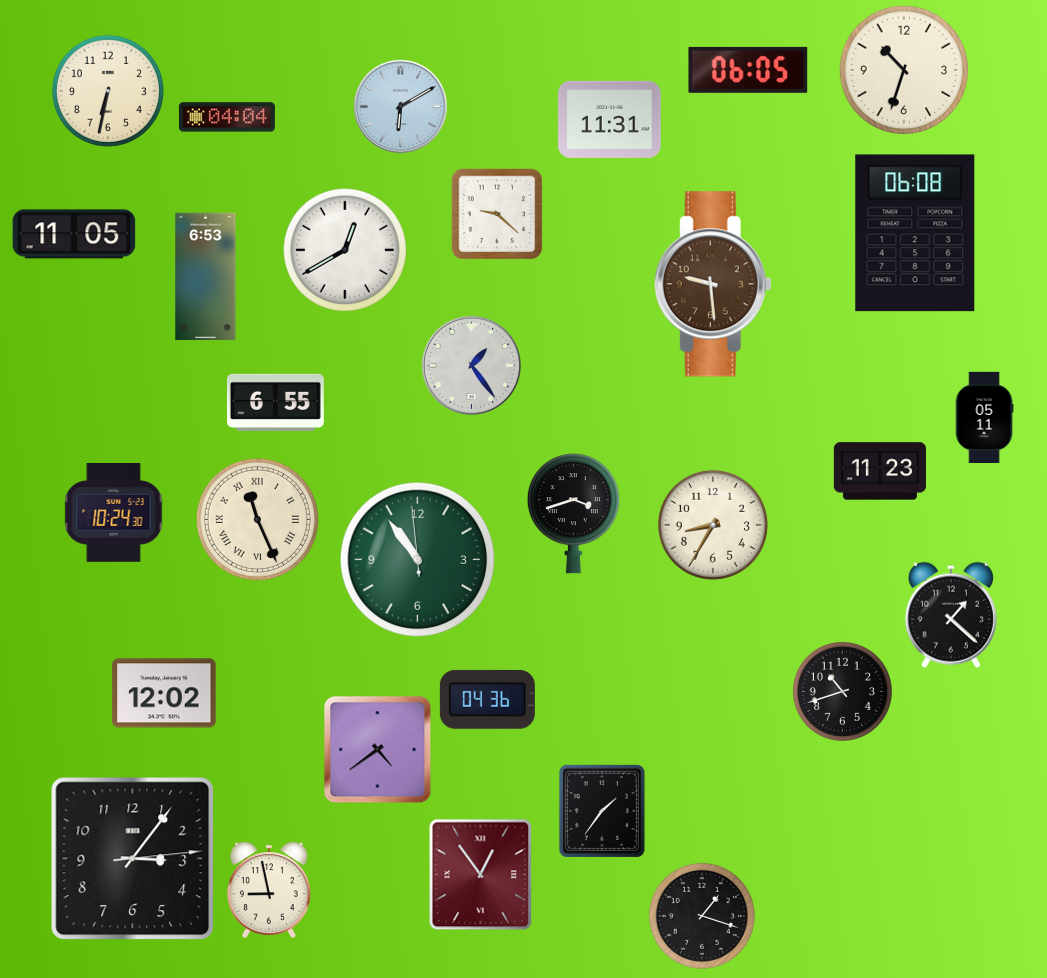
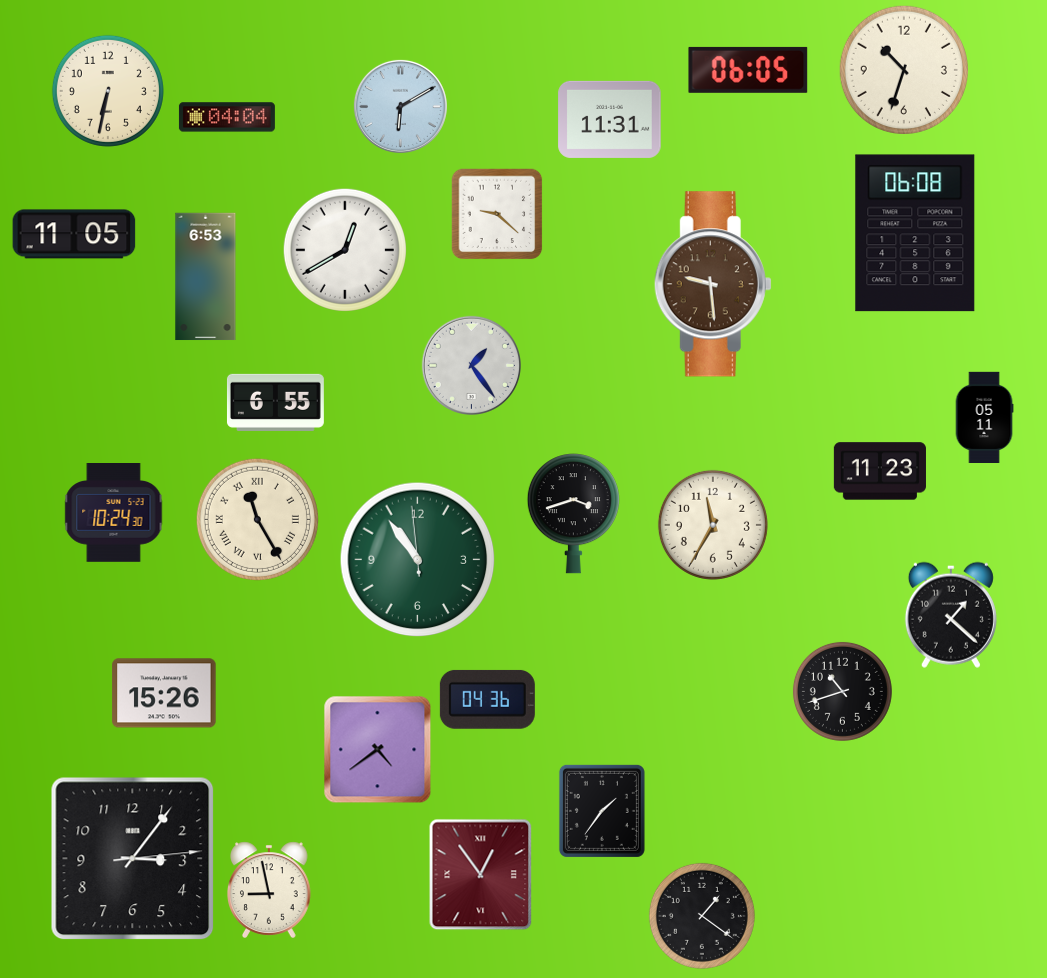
clock at (257, 519): 11:26 -> 11:25
clock at (713, 525): 8:35 -> 11:35
clock at (164, 693): 12:02 -> 15:26
clock at (702, 916): 1:18 -> 1:21
